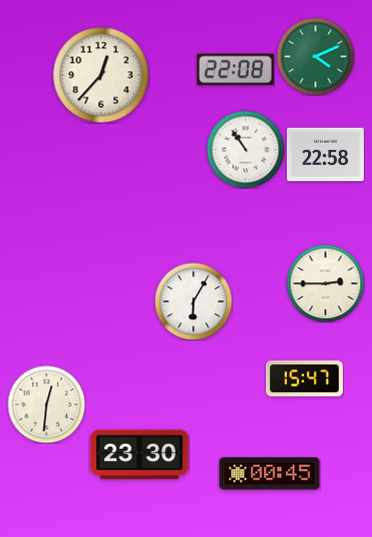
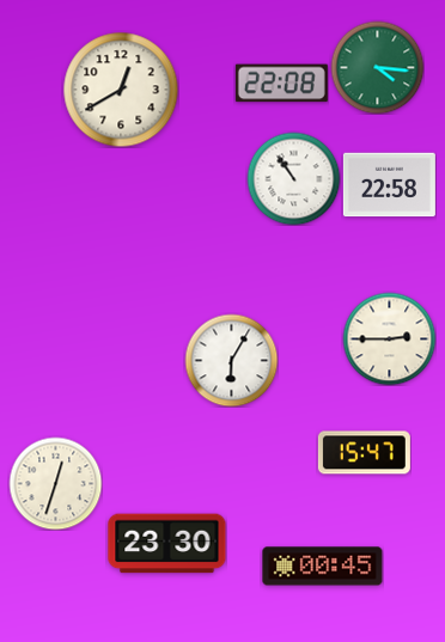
clock at (315, 56): 4:11 -> 4:16
clock at (101, 75): 12:37 -> 12:40
clock at (46, 404): 12:31 -> 12:33
